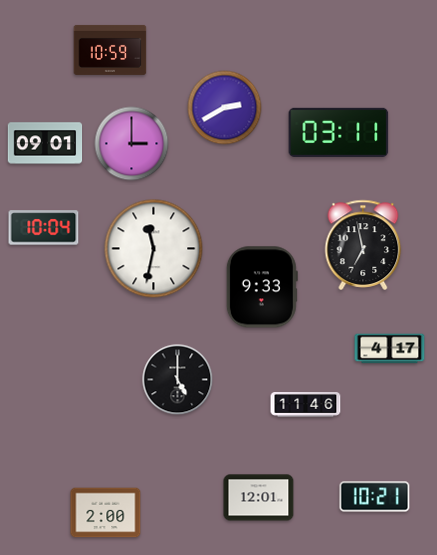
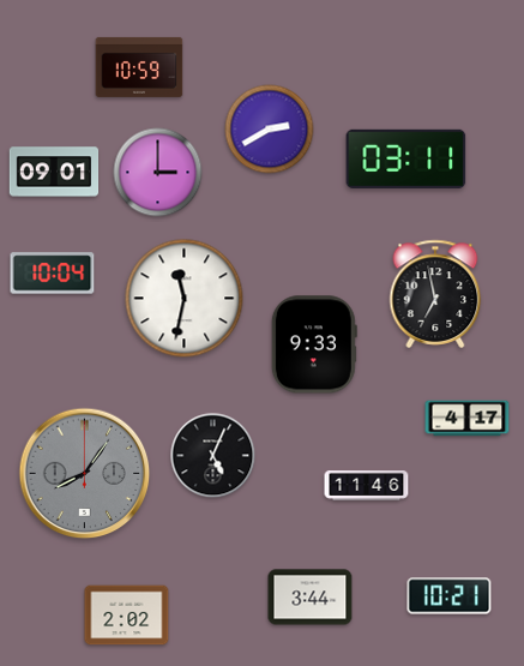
clock at (110, 50) position: (110, 50) -> (139, 67)
clock at (178, 380): 5:00 -> 5:04
clock at (85, 474): none -> 8:06
clock at (259, 498): 12:01 -> 3:44
clock at (106, 513): 2:00 -> 2:02
